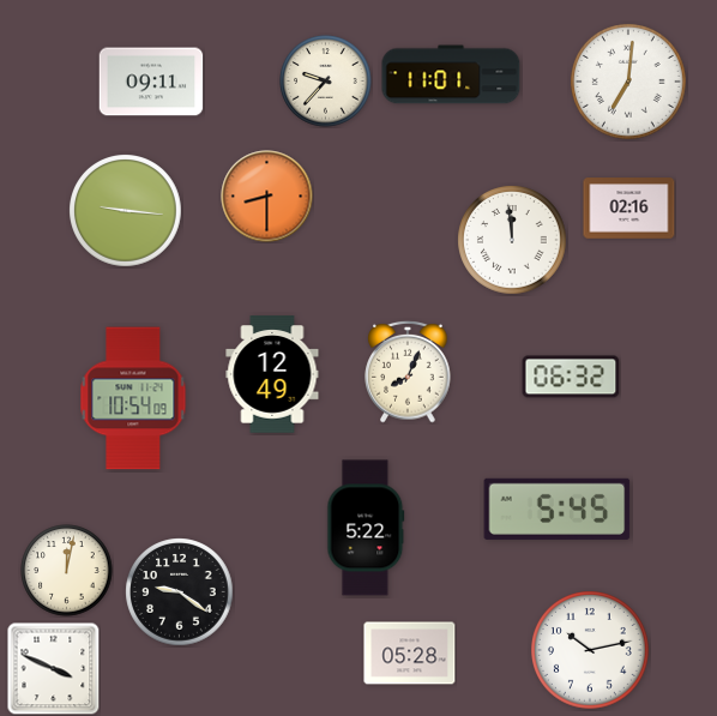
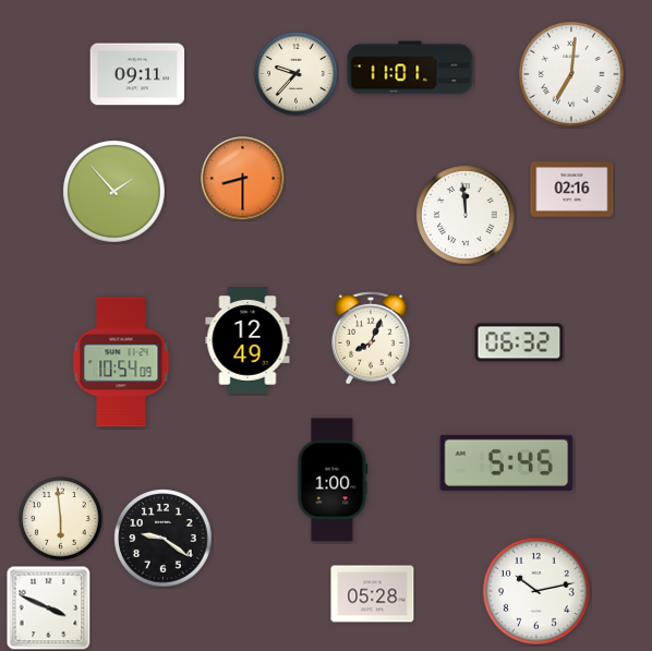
clock at (126, 211): 9:16 -> 1:53
clock at (512, 240) position: (512, 240) -> (466, 215)
clock at (366, 528): 5:22 -> 1:00
clock at (67, 571): 12:02 -> 5:59
